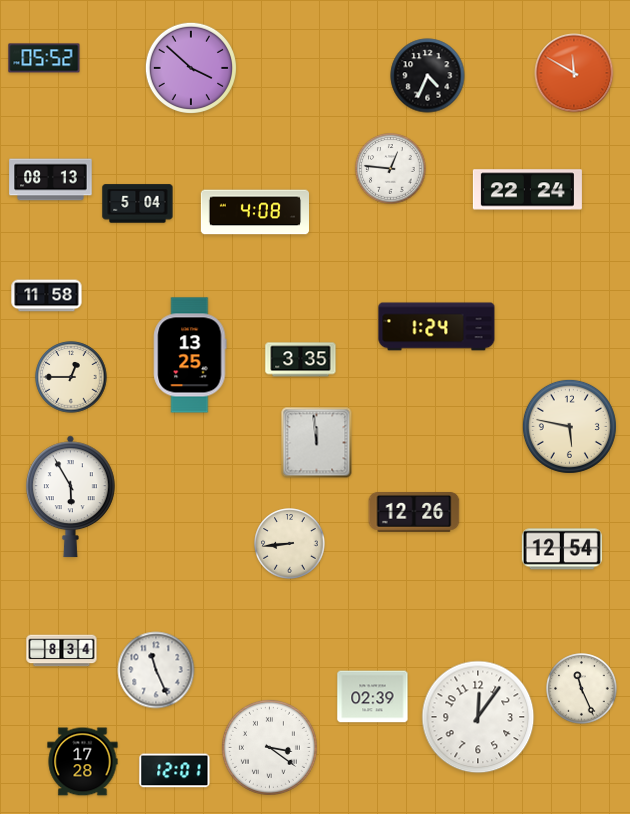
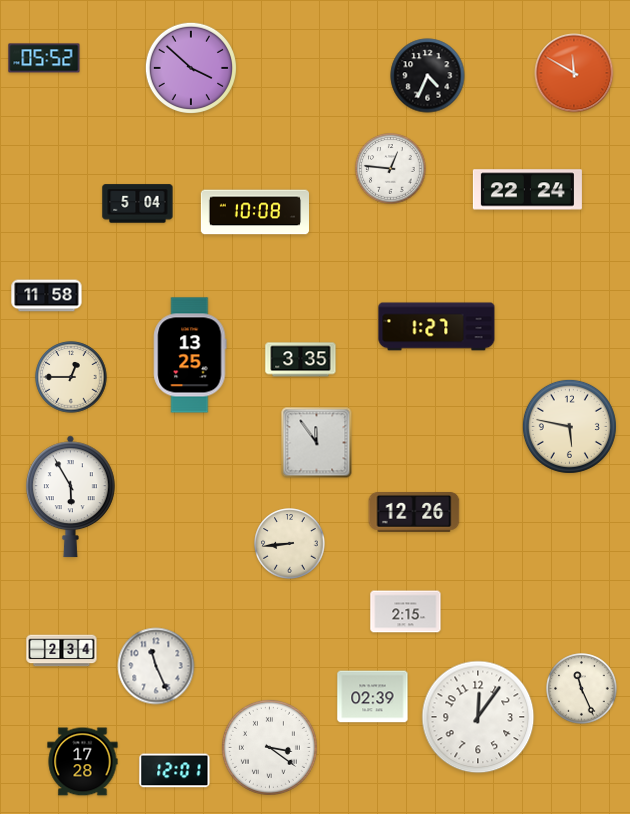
clock at (51, 180): 08:13 -> none
clock at (254, 212): 4:08 -> 10:08
clock at (437, 327): 1:24 -> 1:27
clock at (317, 443): 11:59 -> 11:54
clock at (562, 549): 12:54 -> none
clock at (406, 612): none -> 2:15
clock at (62, 651): 8:34 -> 2:34
clock at (156, 670) position: (156, 670) -> (156, 666)
